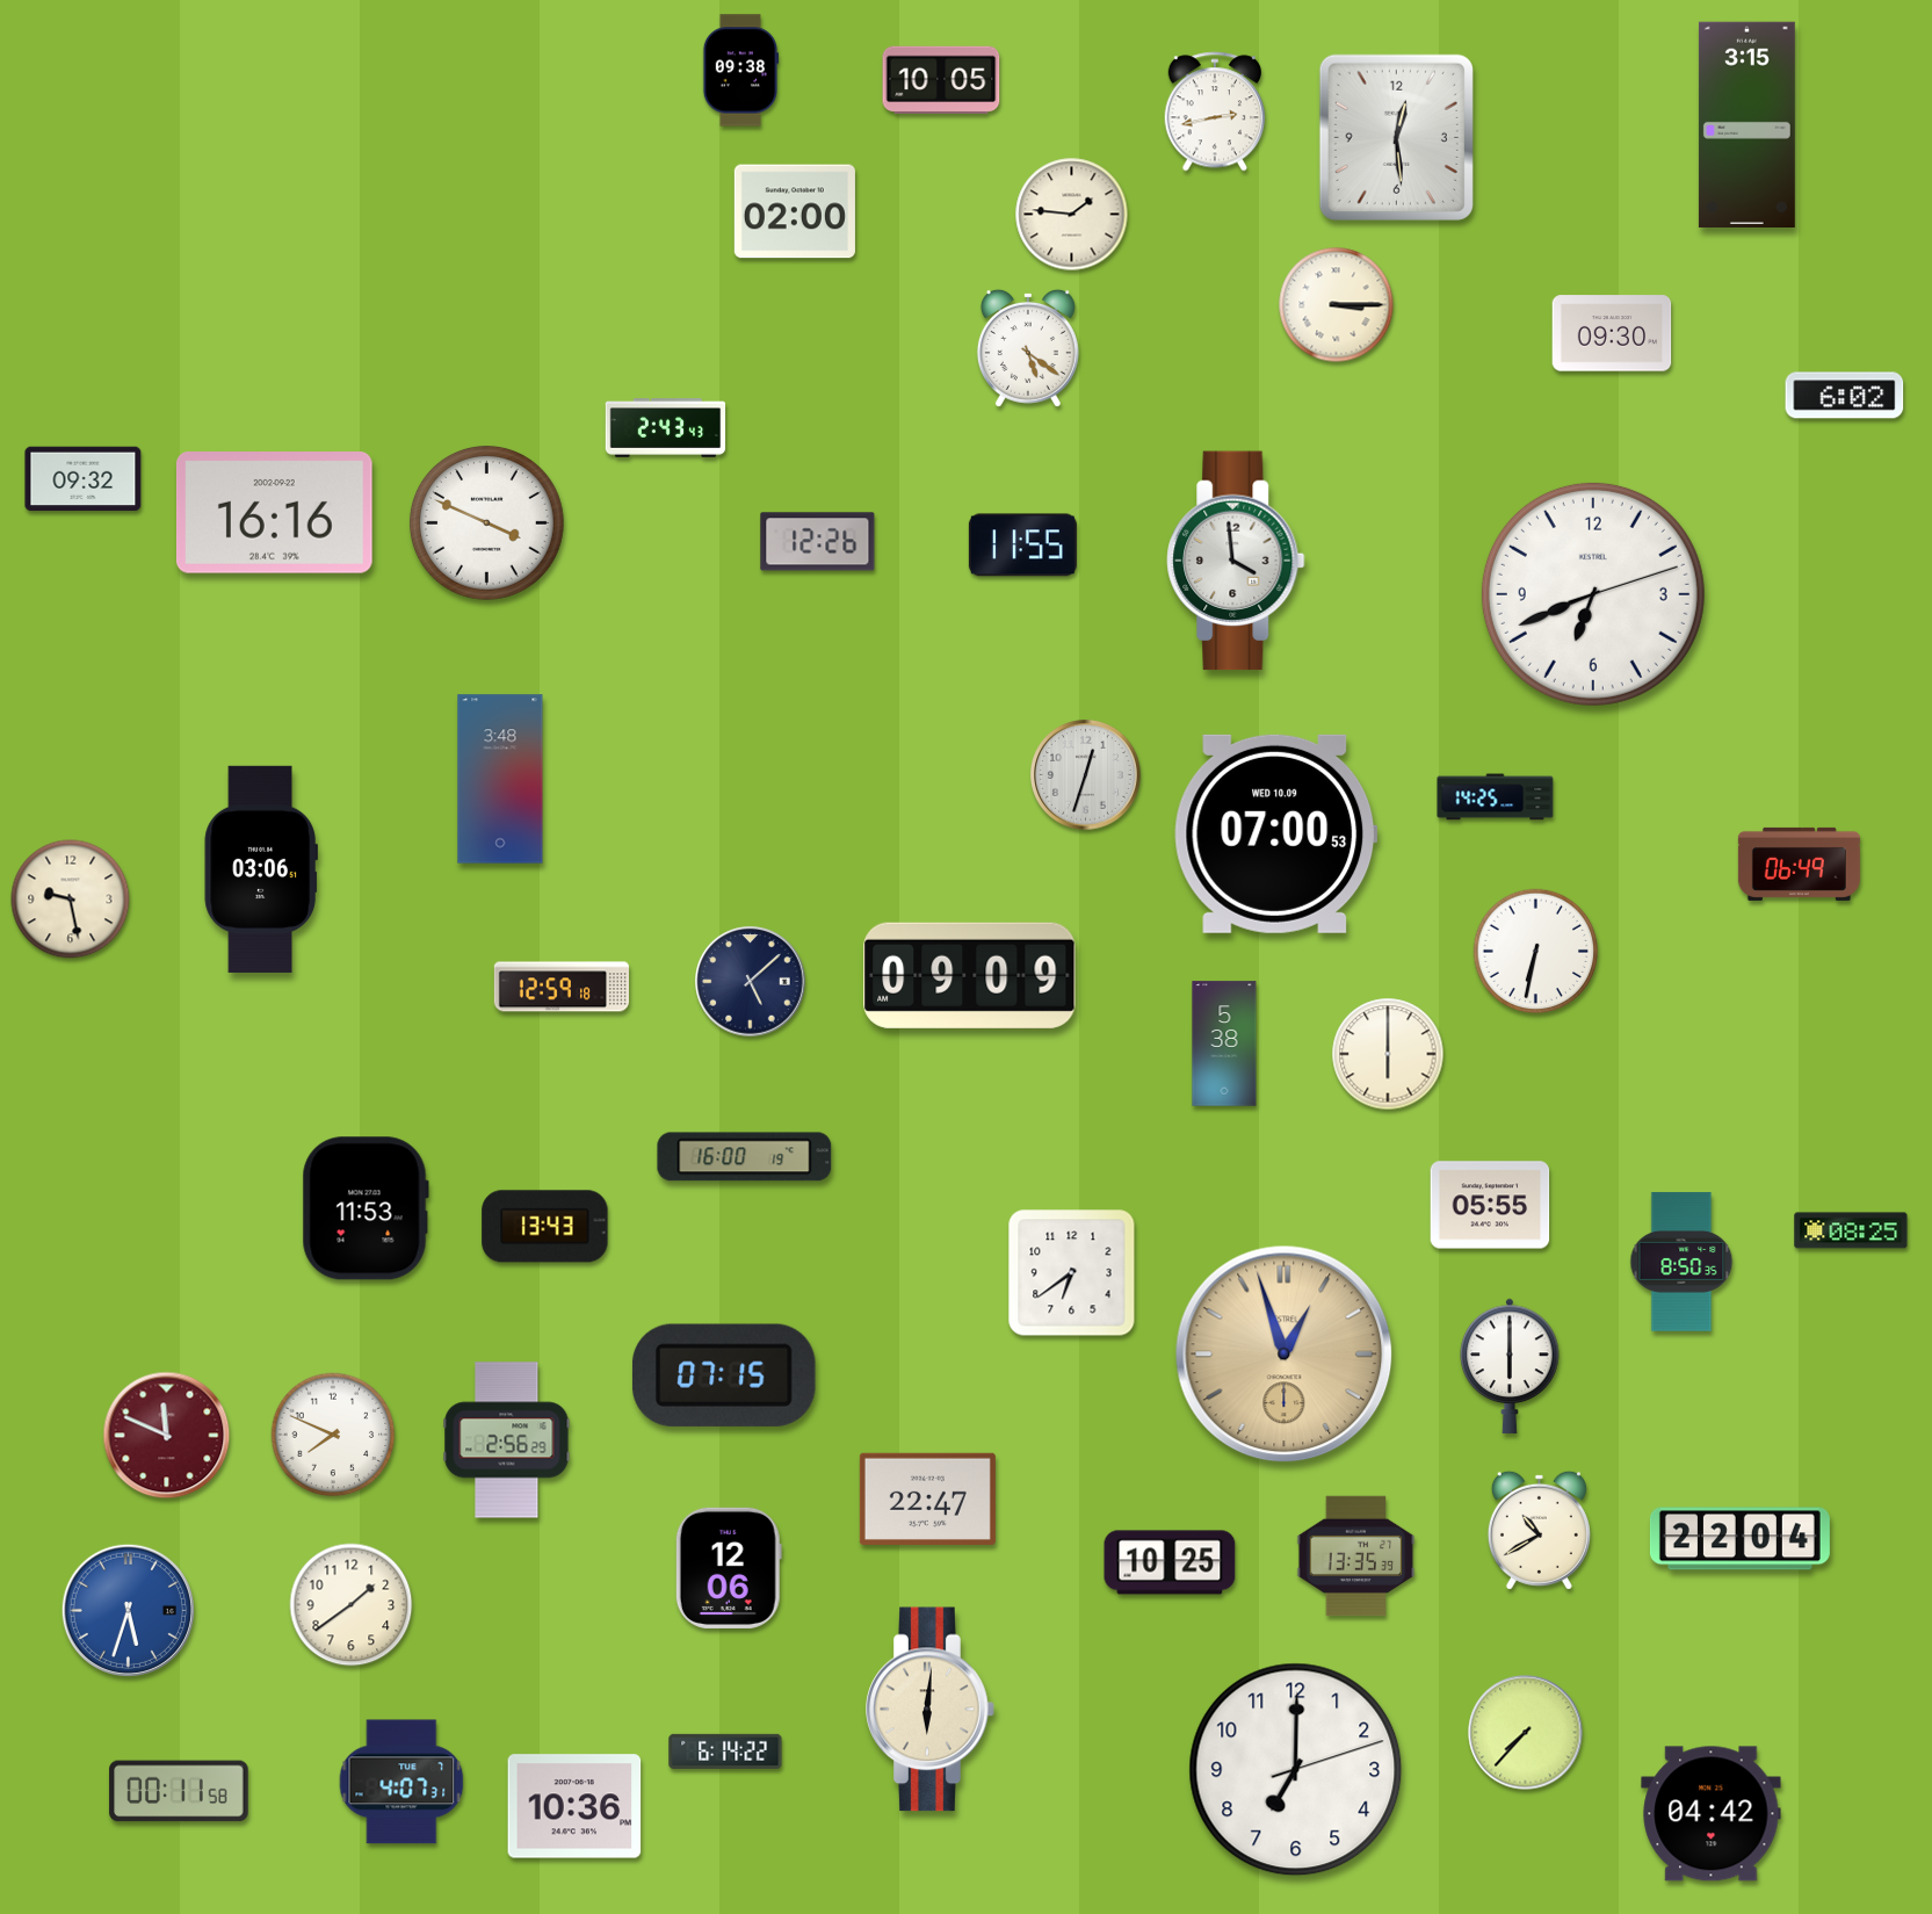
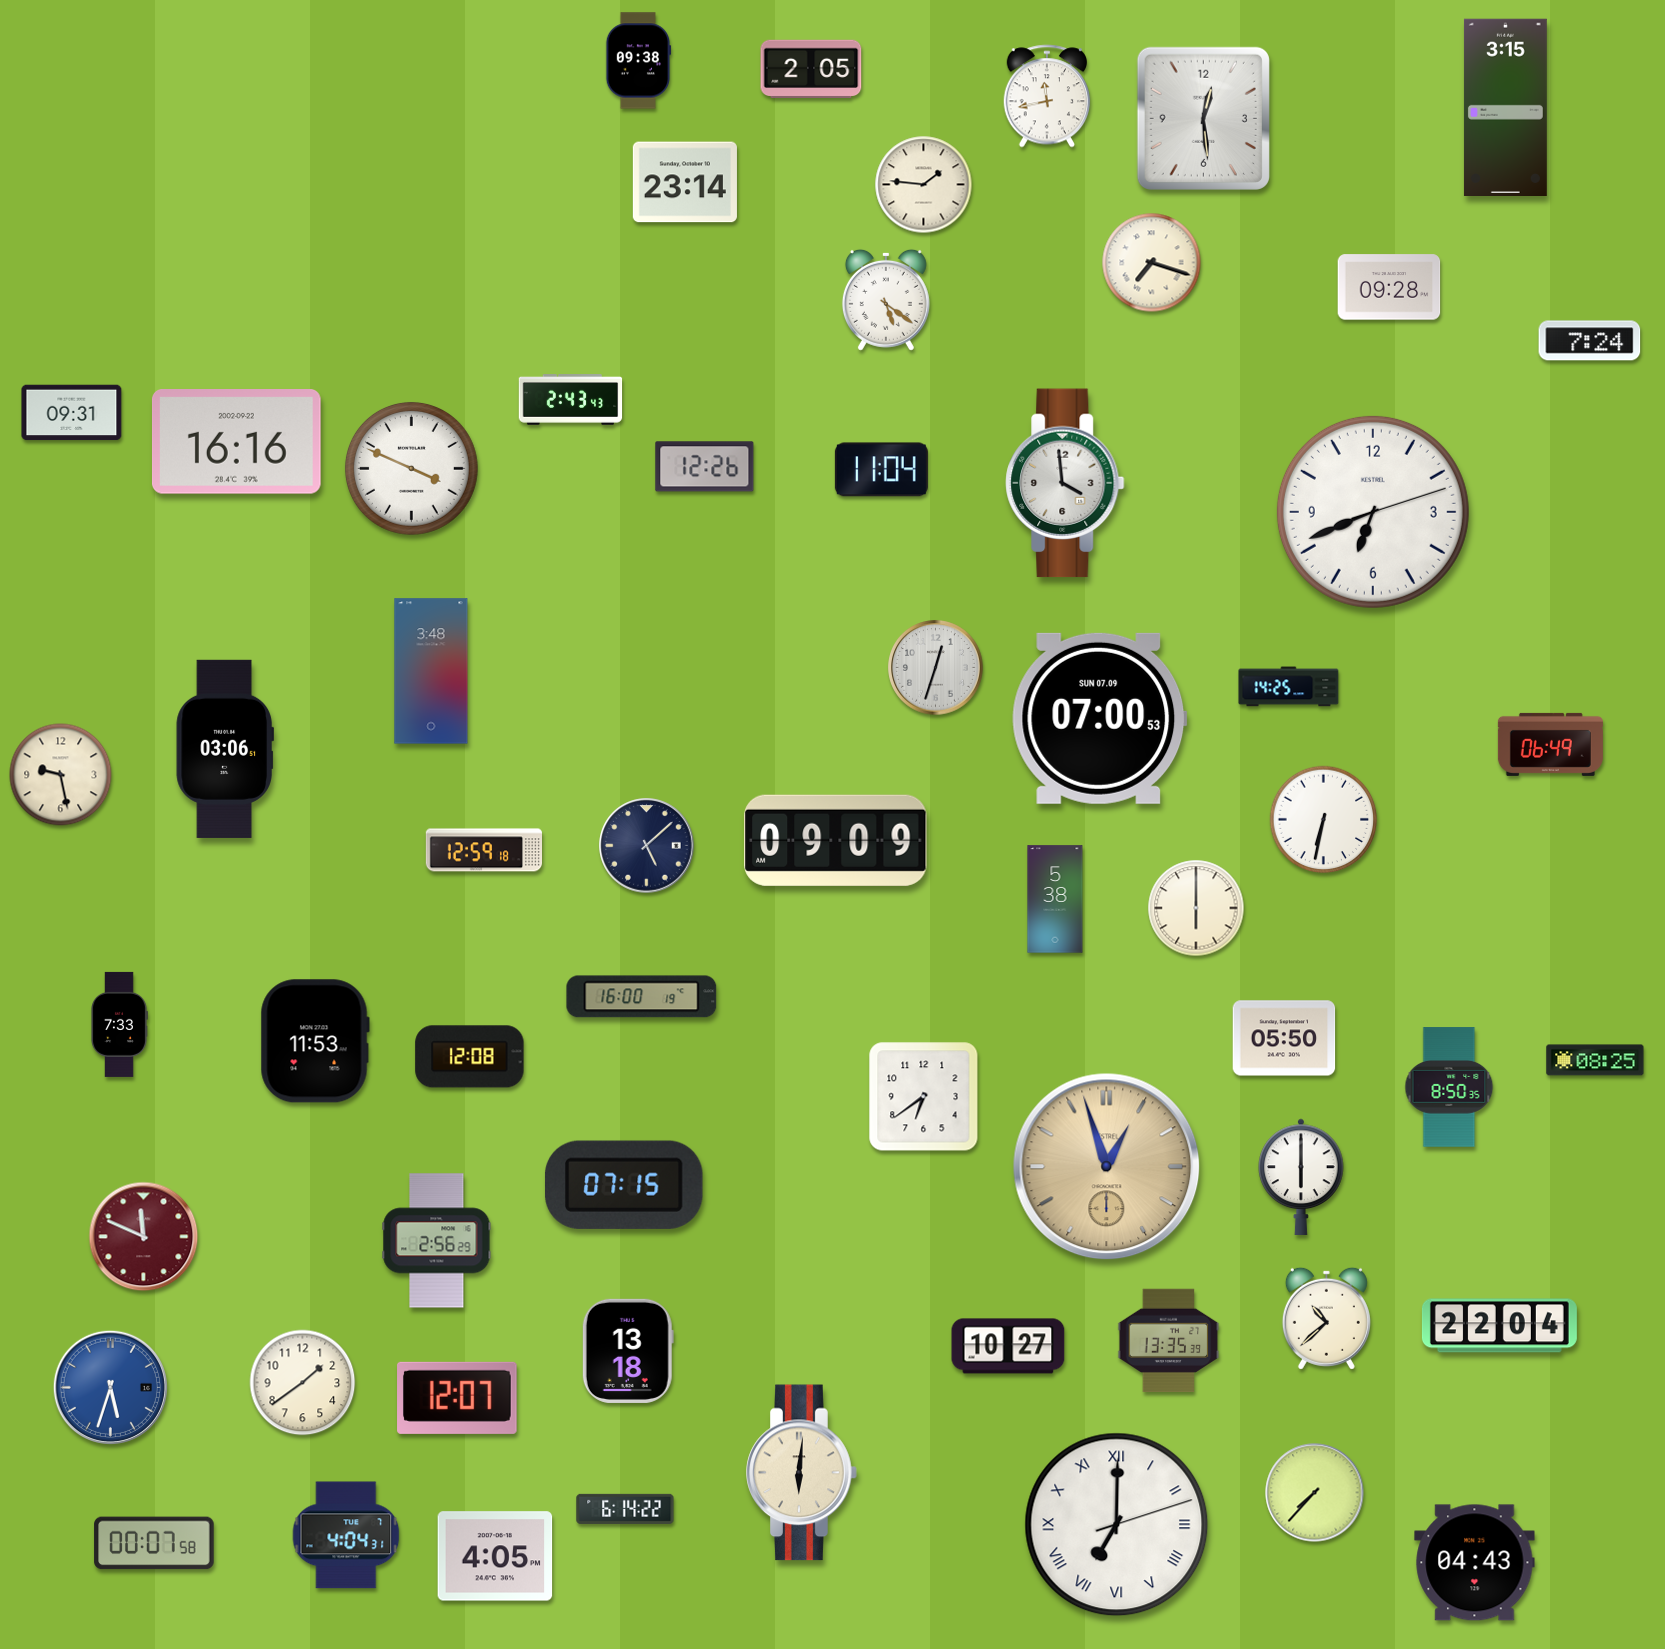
clock at (941, 80): 10:05 -> 2:05
clock at (1215, 111): 2:43 -> 11:43
clock at (795, 211): 02:00 -> 23:14
clock at (1337, 305): 3:15 -> 7:18
clock at (1612, 333): 09:30 -> 09:28
clock at (1845, 396): 6:02 -> 7:24
clock at (666, 428) position: (666, 428) -> (571, 400)
clock at (84, 479): 09:32 -> 09:31
clock at (486, 522) position: (486, 522) -> (411, 468)
clock at (1022, 546): 11:55 -> 11:04
clock at (1276, 833) date: WED 10.09 -> SUN 07.09
clock at (119, 1024): none -> 7:33
clock at (1490, 1205): 05:55 -> 05:50
clock at (545, 1227): 13:43 -> 12:08
clock at (333, 1435): 7:49 -> none
clock at (927, 1498): 22:47 -> none
clock at (1539, 1530): 10:40 -> 10:38
clock at (1170, 1562): 10:25 -> 10:27
clock at (729, 1568): 12:06 -> 13:18
clock at (457, 1398): none -> 12:07
clock at (1296, 1770) numerals: Arabic -> Roman
clock at (401, 1782): 4:07 -> 4:04
clock at (179, 1791): 00:11 -> 00:07
clock at (574, 1806): 10:36 -> 4:05
clock at (1712, 1814): 04:42 -> 04:43
